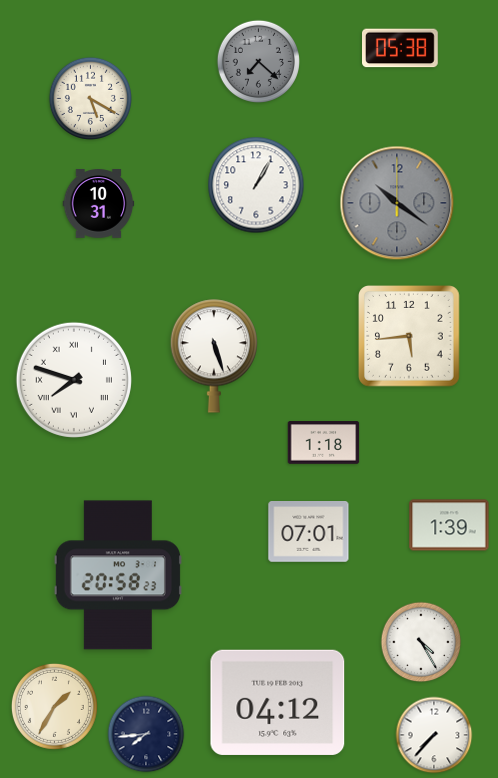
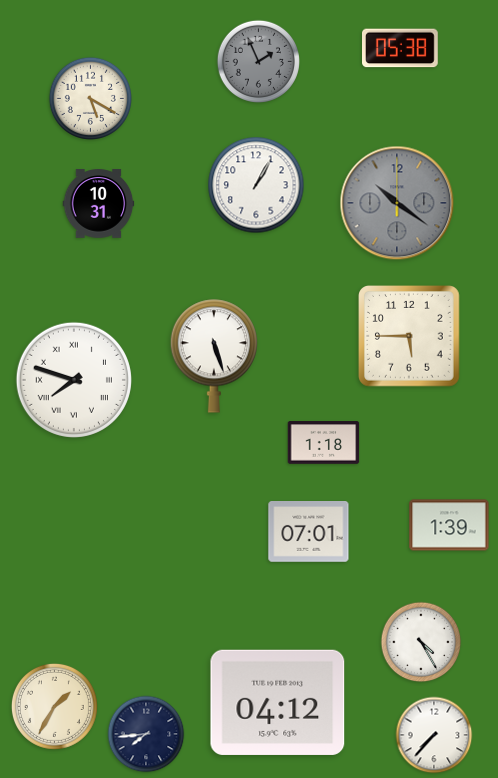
clock at (258, 61): 7:22 -> 1:56
clock at (410, 337): 5:44 -> 5:45
clock at (118, 575): 20:58 -> none
